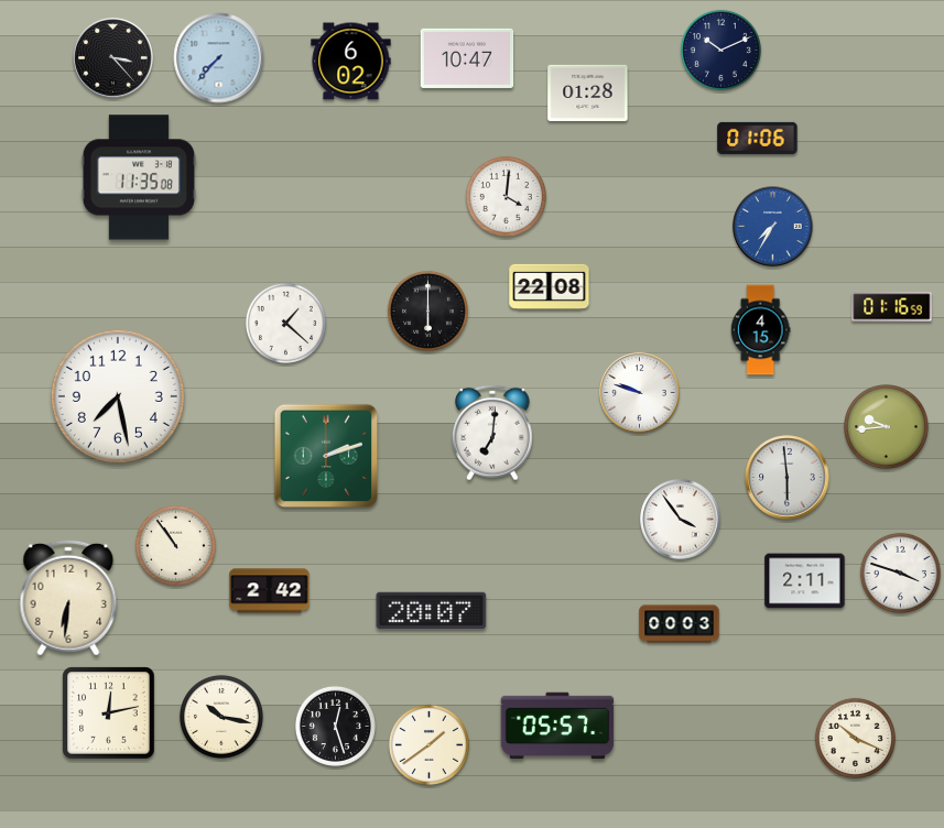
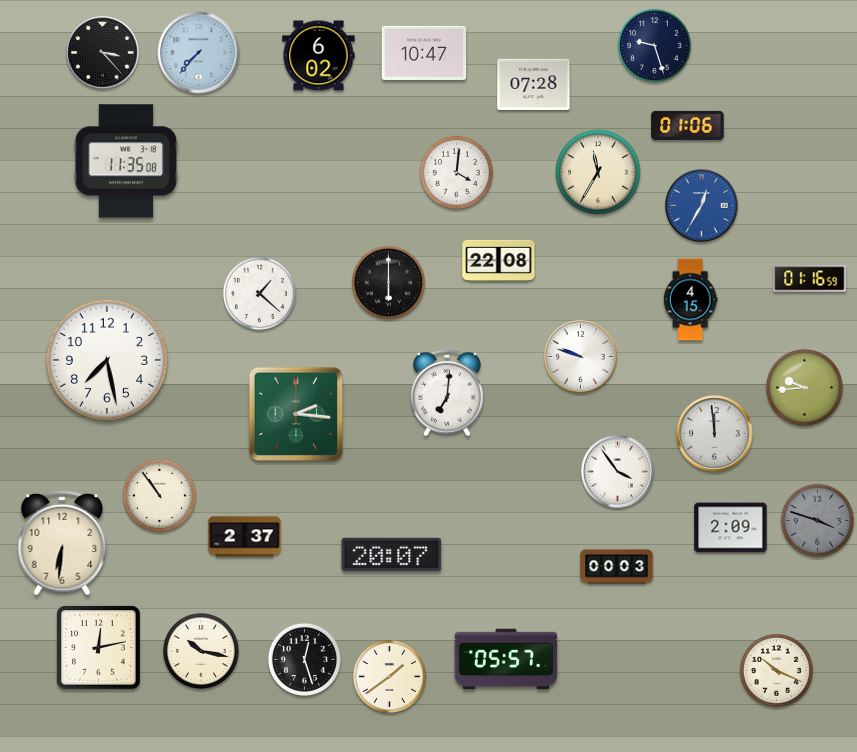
clock at (720, 50): 10:11 -> 9:27
clock at (588, 92): 01:28 -> 07:28
clock at (598, 172): none -> 11:35
clock at (506, 196) position: (506, 196) -> (456, 172)
clock at (773, 227): 7:35 -> 12:35
clock at (326, 456): 2:12 -> 2:16
clock at (788, 478): 5:59 -> 11:59
clock at (900, 573) dial: white -> grey
clock at (805, 581): 2:11 -> 2:09
clock at (270, 591): 2:42 -> 2:37
